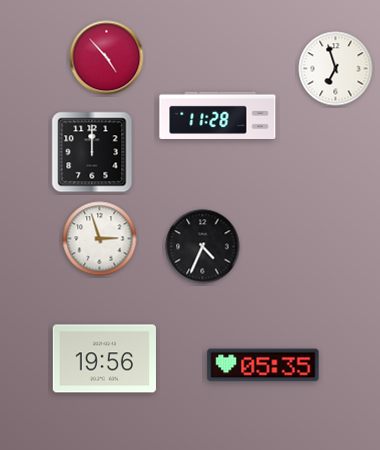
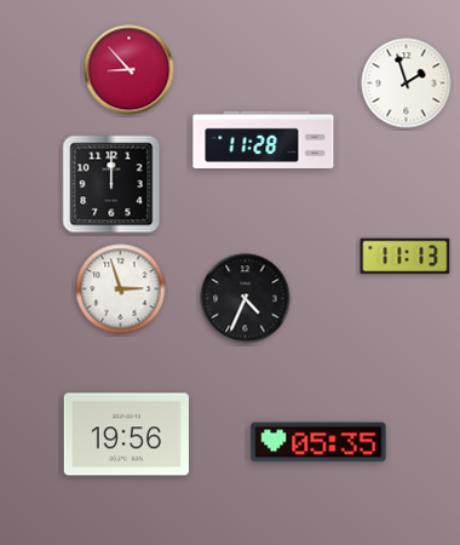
clock at (107, 58): 4:53 -> 8:53
clock at (336, 69): 6:57 -> 1:57
clock at (406, 257): none -> 11:13
